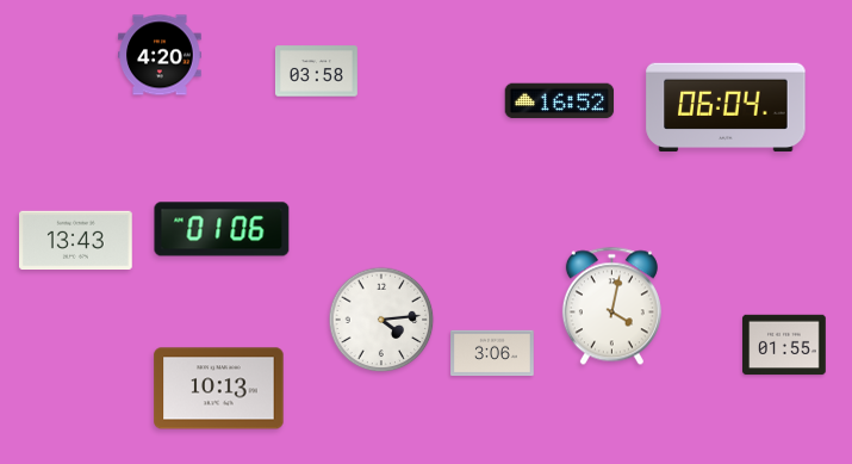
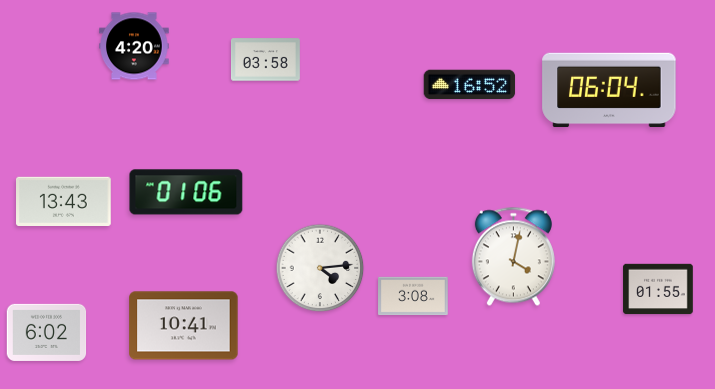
clock at (492, 353): 3:06 -> 3:08
clock at (219, 389): 10:13 -> 10:41
clock at (47, 332): none -> 6:02
